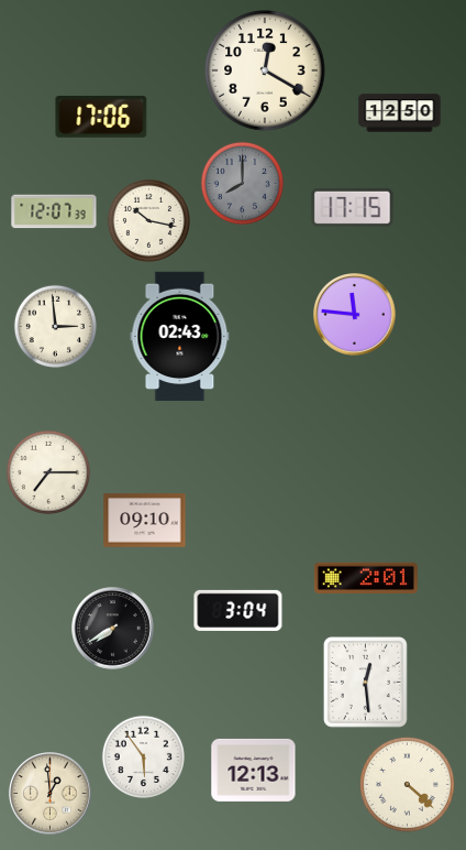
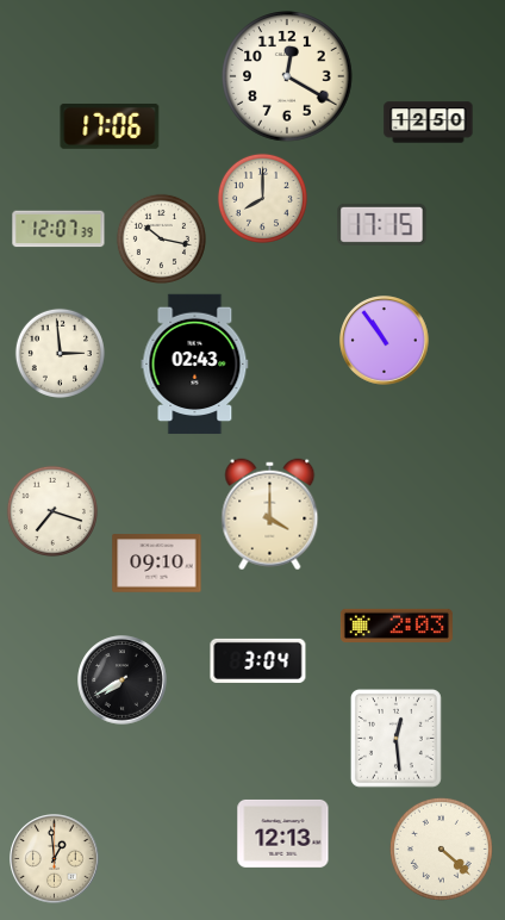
clock at (400, 113) position: (400, 113) -> (429, 123)
clock at (242, 183) dial: grey -> cream
clock at (355, 315): 11:46 -> 10:54
clock at (48, 472): 7:15 -> 7:18
clock at (270, 515): none -> 4:00
clock at (366, 578): 2:01 -> 2:03
clock at (143, 756): 5:54 -> none
clock at (254, 770) position: (254, 770) -> (283, 833)
